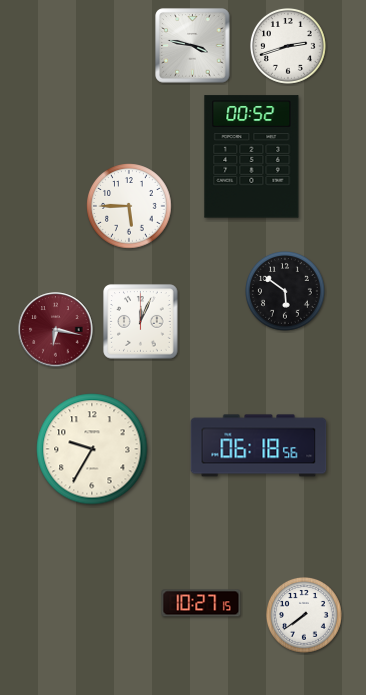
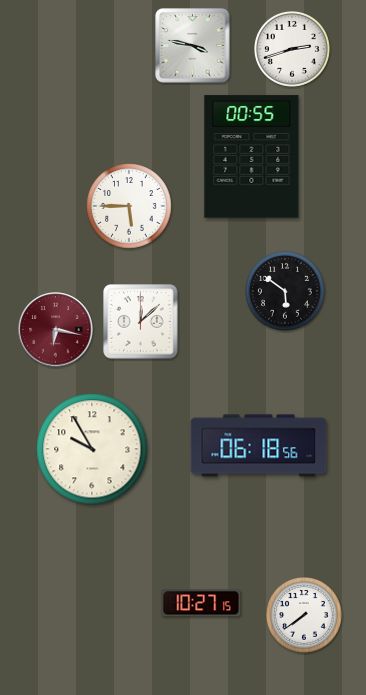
clock at (289, 47) position: (289, 47) -> (293, 50)
clock at (252, 157): 00:52 -> 00:55
clock at (141, 322): 12:04 -> 12:08
clock at (92, 449): 9:35 -> 9:55
